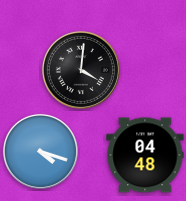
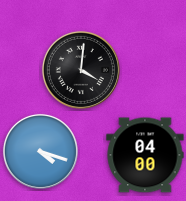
clock at (145, 155): 04:48 -> 04:00
